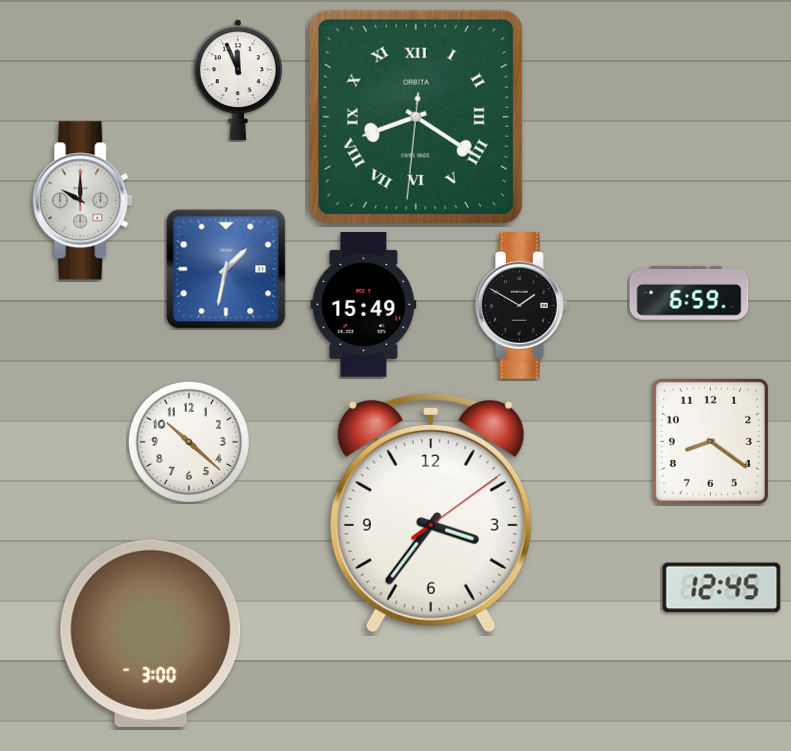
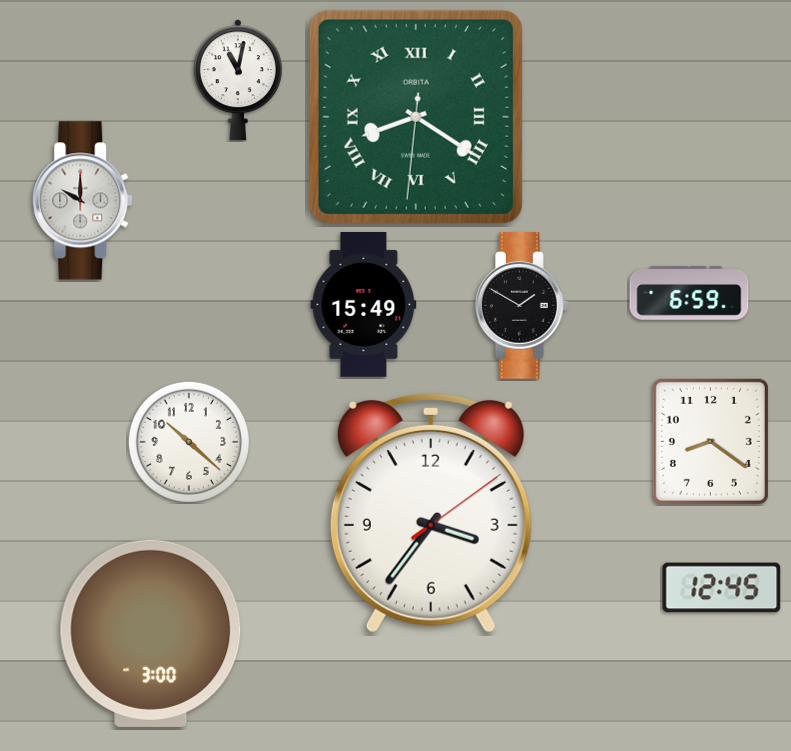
clock at (238, 80): 11:56 -> 11:02
clock at (226, 269): 1:32 -> none
